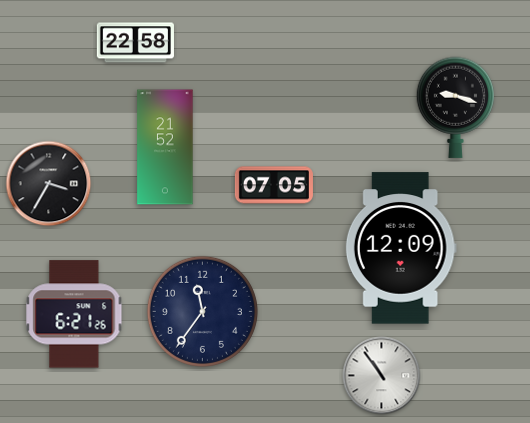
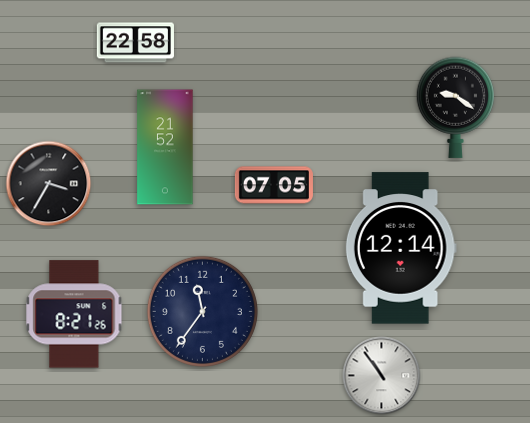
clock at (456, 107): 9:18 -> 9:21
clock at (401, 248): 12:09 -> 12:14
clock at (74, 314): 6:21 -> 8:21
